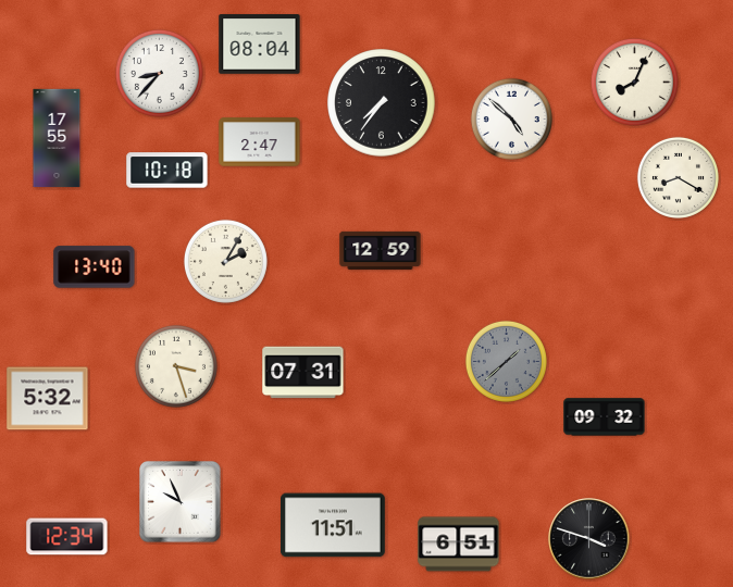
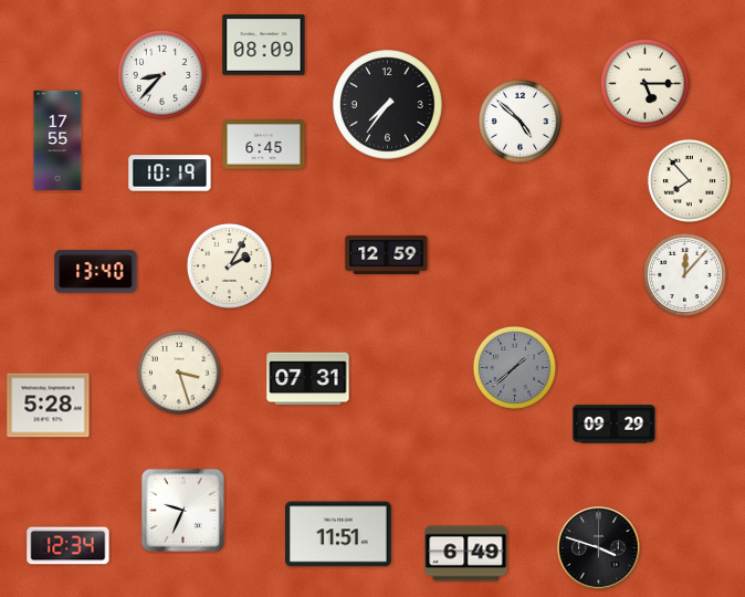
clock at (260, 45): 08:04 -> 08:09
clock at (634, 82): 8:04 -> 5:15
clock at (260, 142): 2:47 -> 6:45
clock at (167, 171): 10:18 -> 10:19
clock at (678, 177): 8:20 -> 7:53
clock at (684, 274): none -> 12:07
clock at (48, 399): 5:32 -> 5:28
clock at (605, 417): 09:32 -> 09:29
clock at (181, 502): 9:56 -> 9:34
clock at (459, 545): 6:51 -> 6:49
